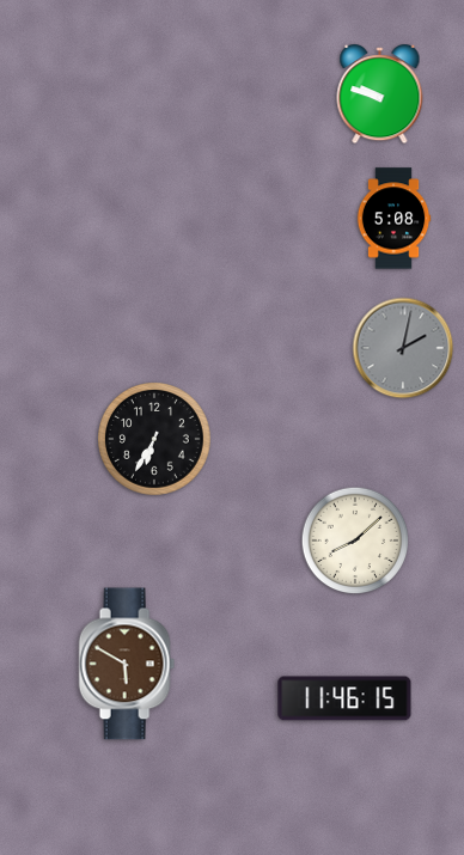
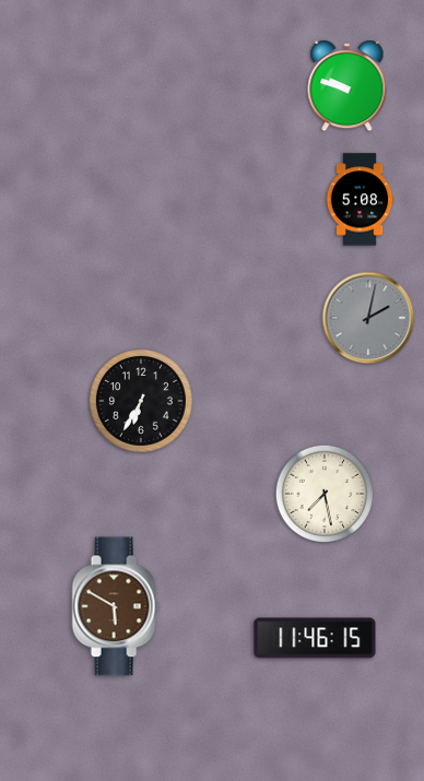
clock at (355, 541): 8:08 -> 7:28
